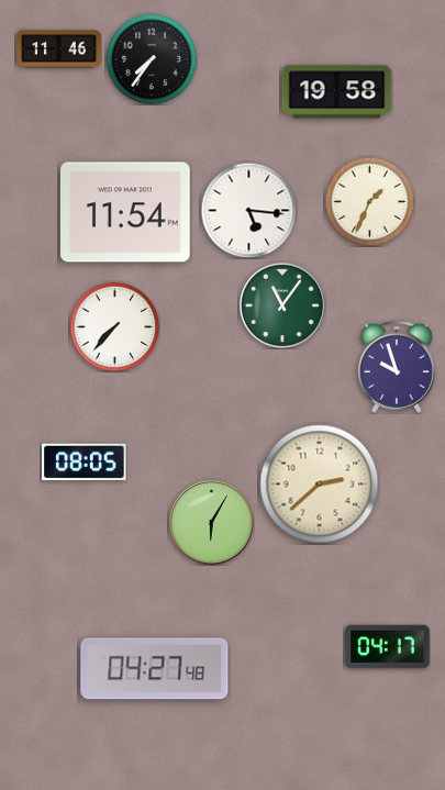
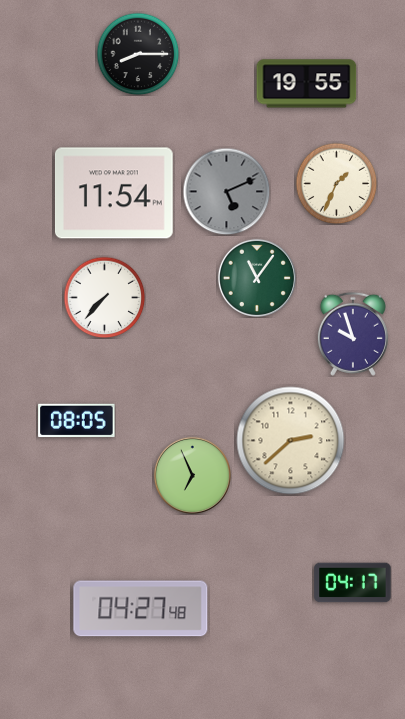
clock at (59, 49): 11:46 -> none
clock at (152, 59): 7:36 -> 8:15
clock at (337, 92): 19:58 -> 19:55
clock at (248, 210): 5:16 -> 5:11
clock at (248, 210) dial: white -> grey
clock at (397, 367) position: (397, 367) -> (353, 334)
clock at (211, 522): 6:05 -> 6:56
clock at (388, 647) position: (388, 647) -> (353, 583)
